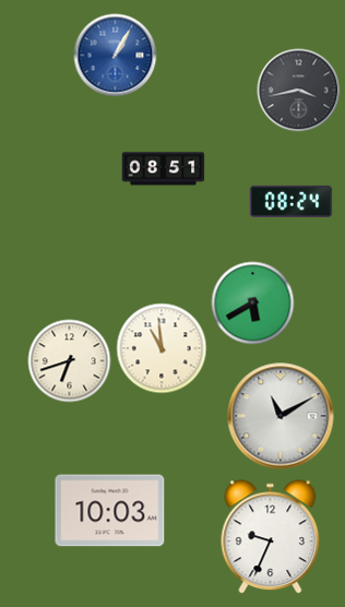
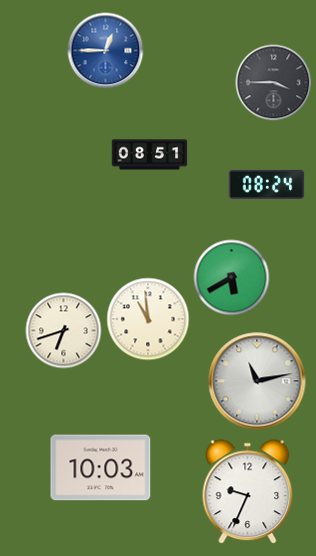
clock at (116, 56): 1:05 -> 12:45
clock at (299, 91): 3:43 -> 3:45
clock at (281, 416): 11:10 -> 11:13
